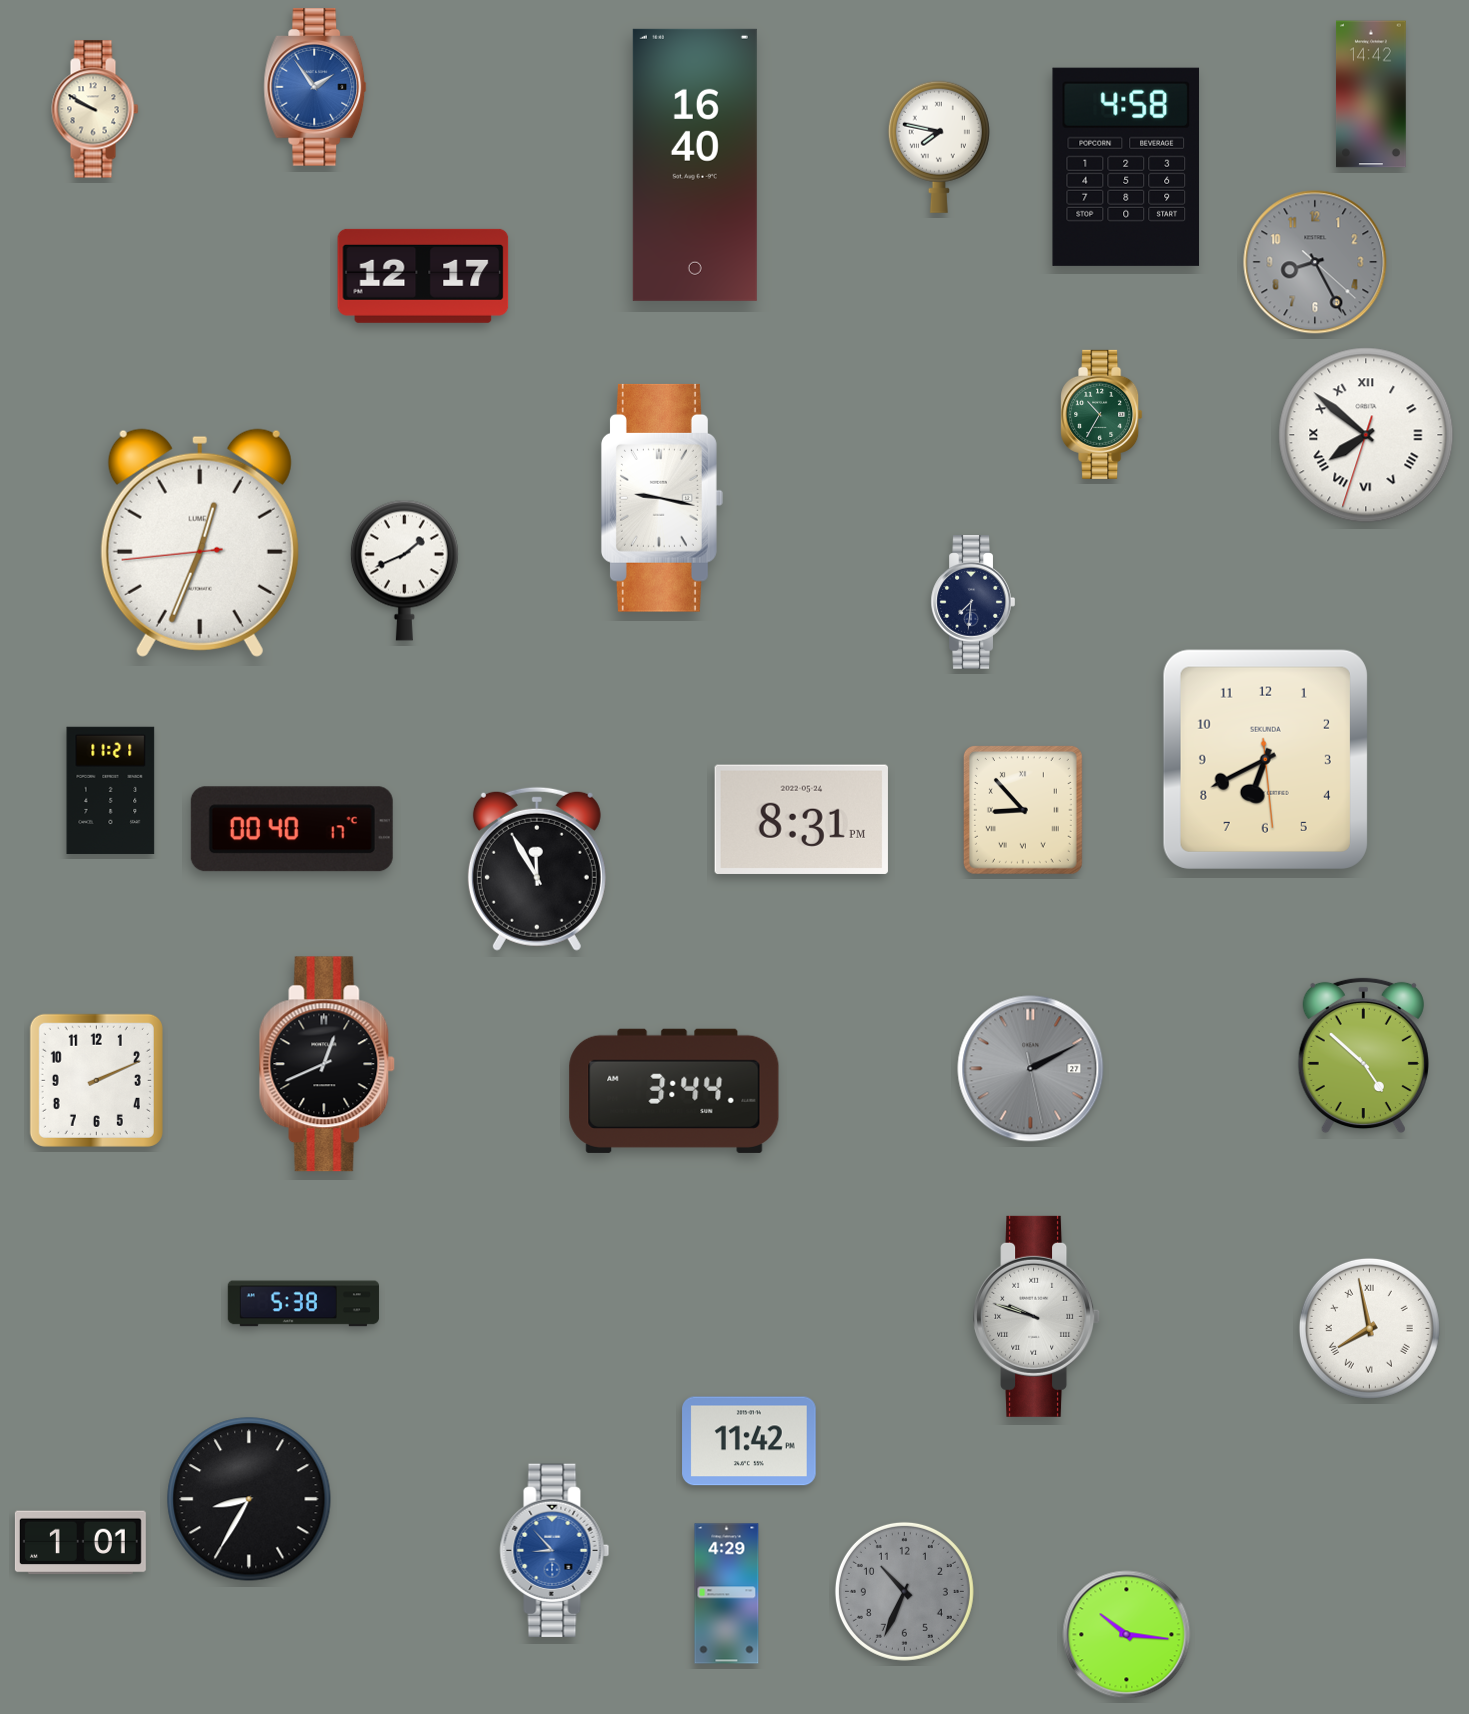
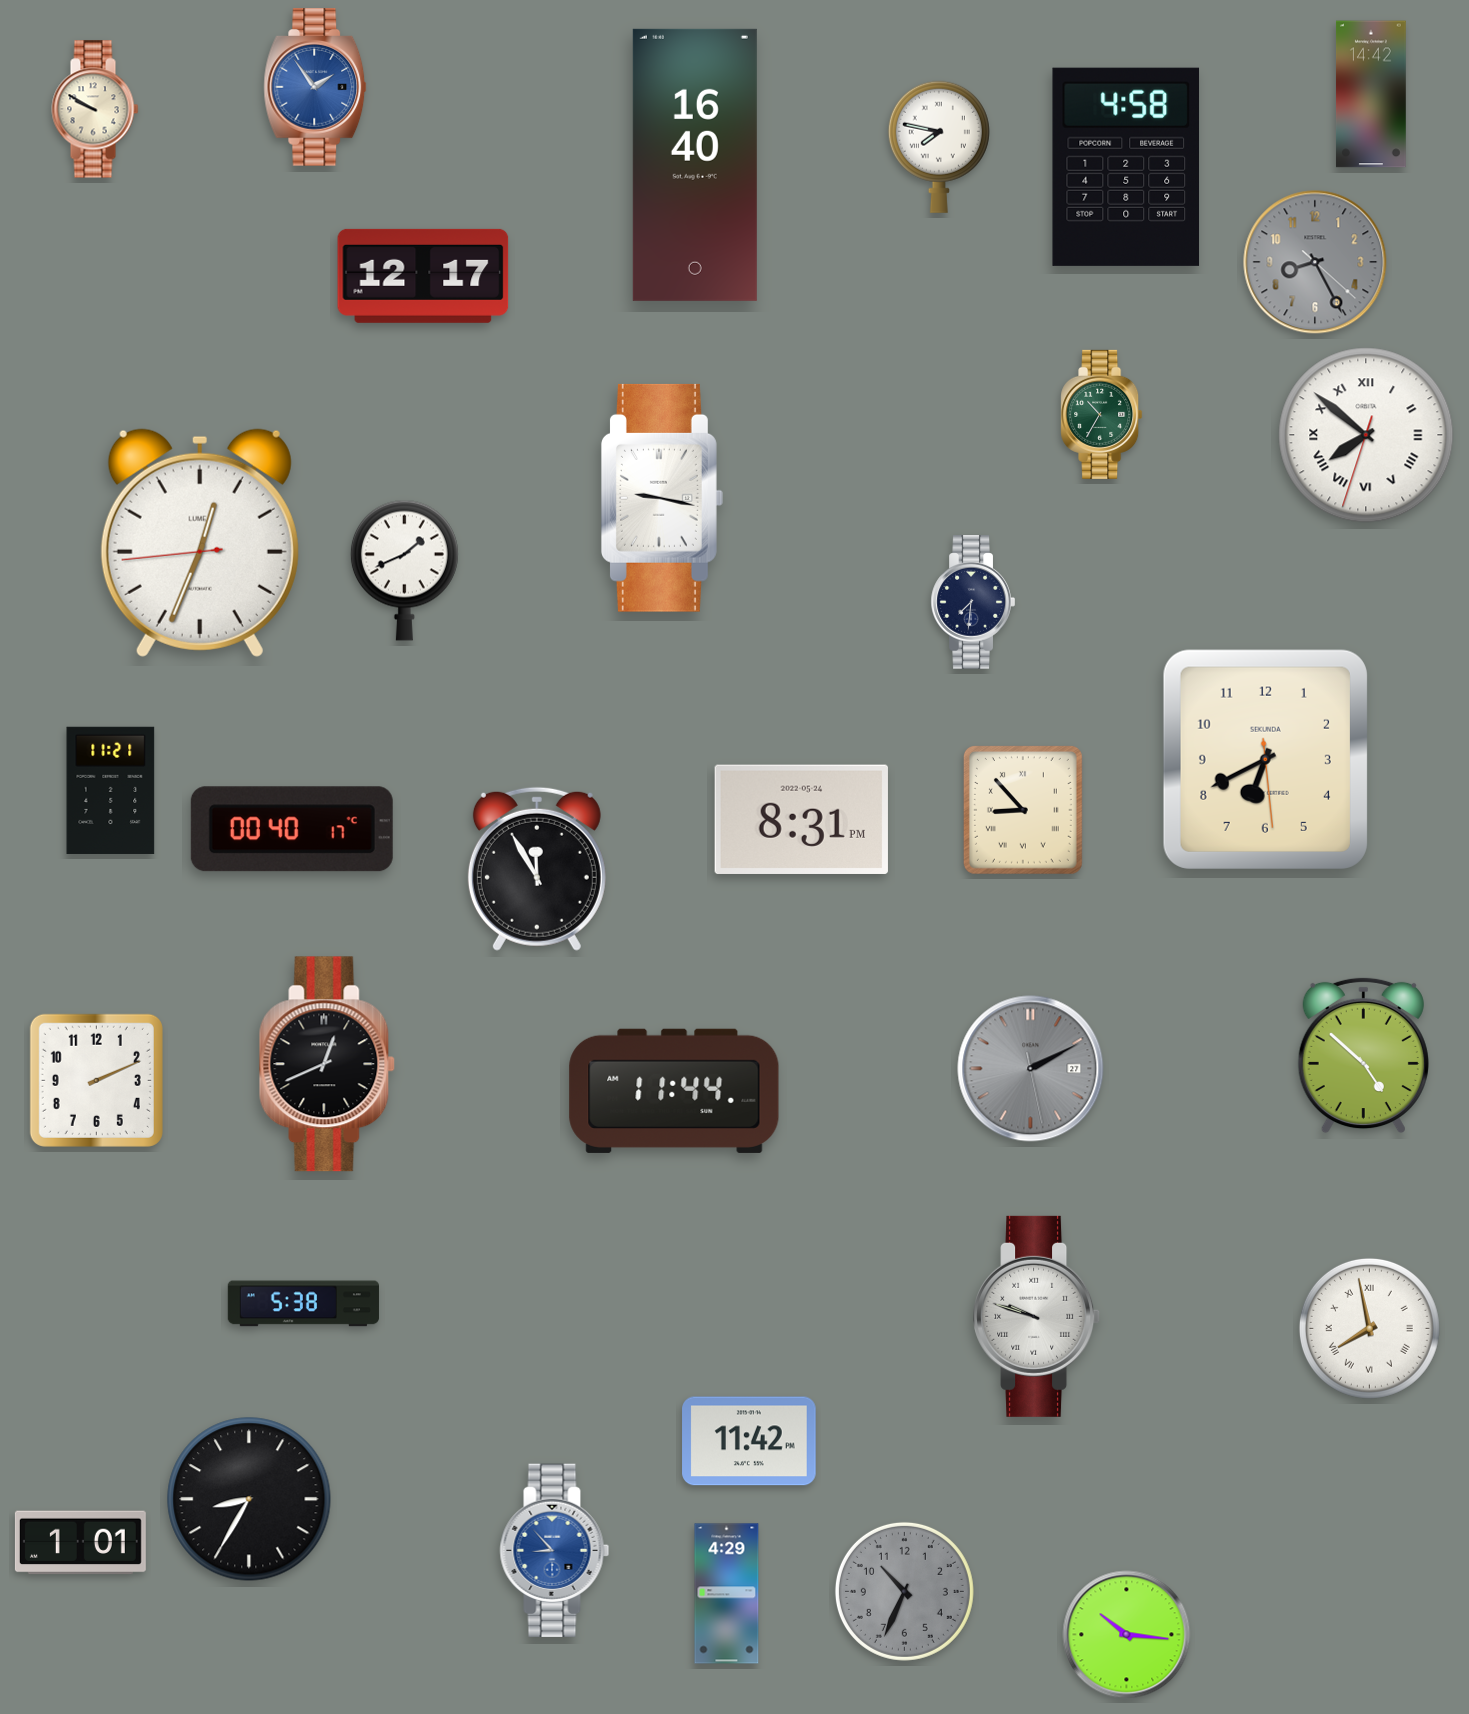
clock at (674, 1091): 3:44 -> 11:44
